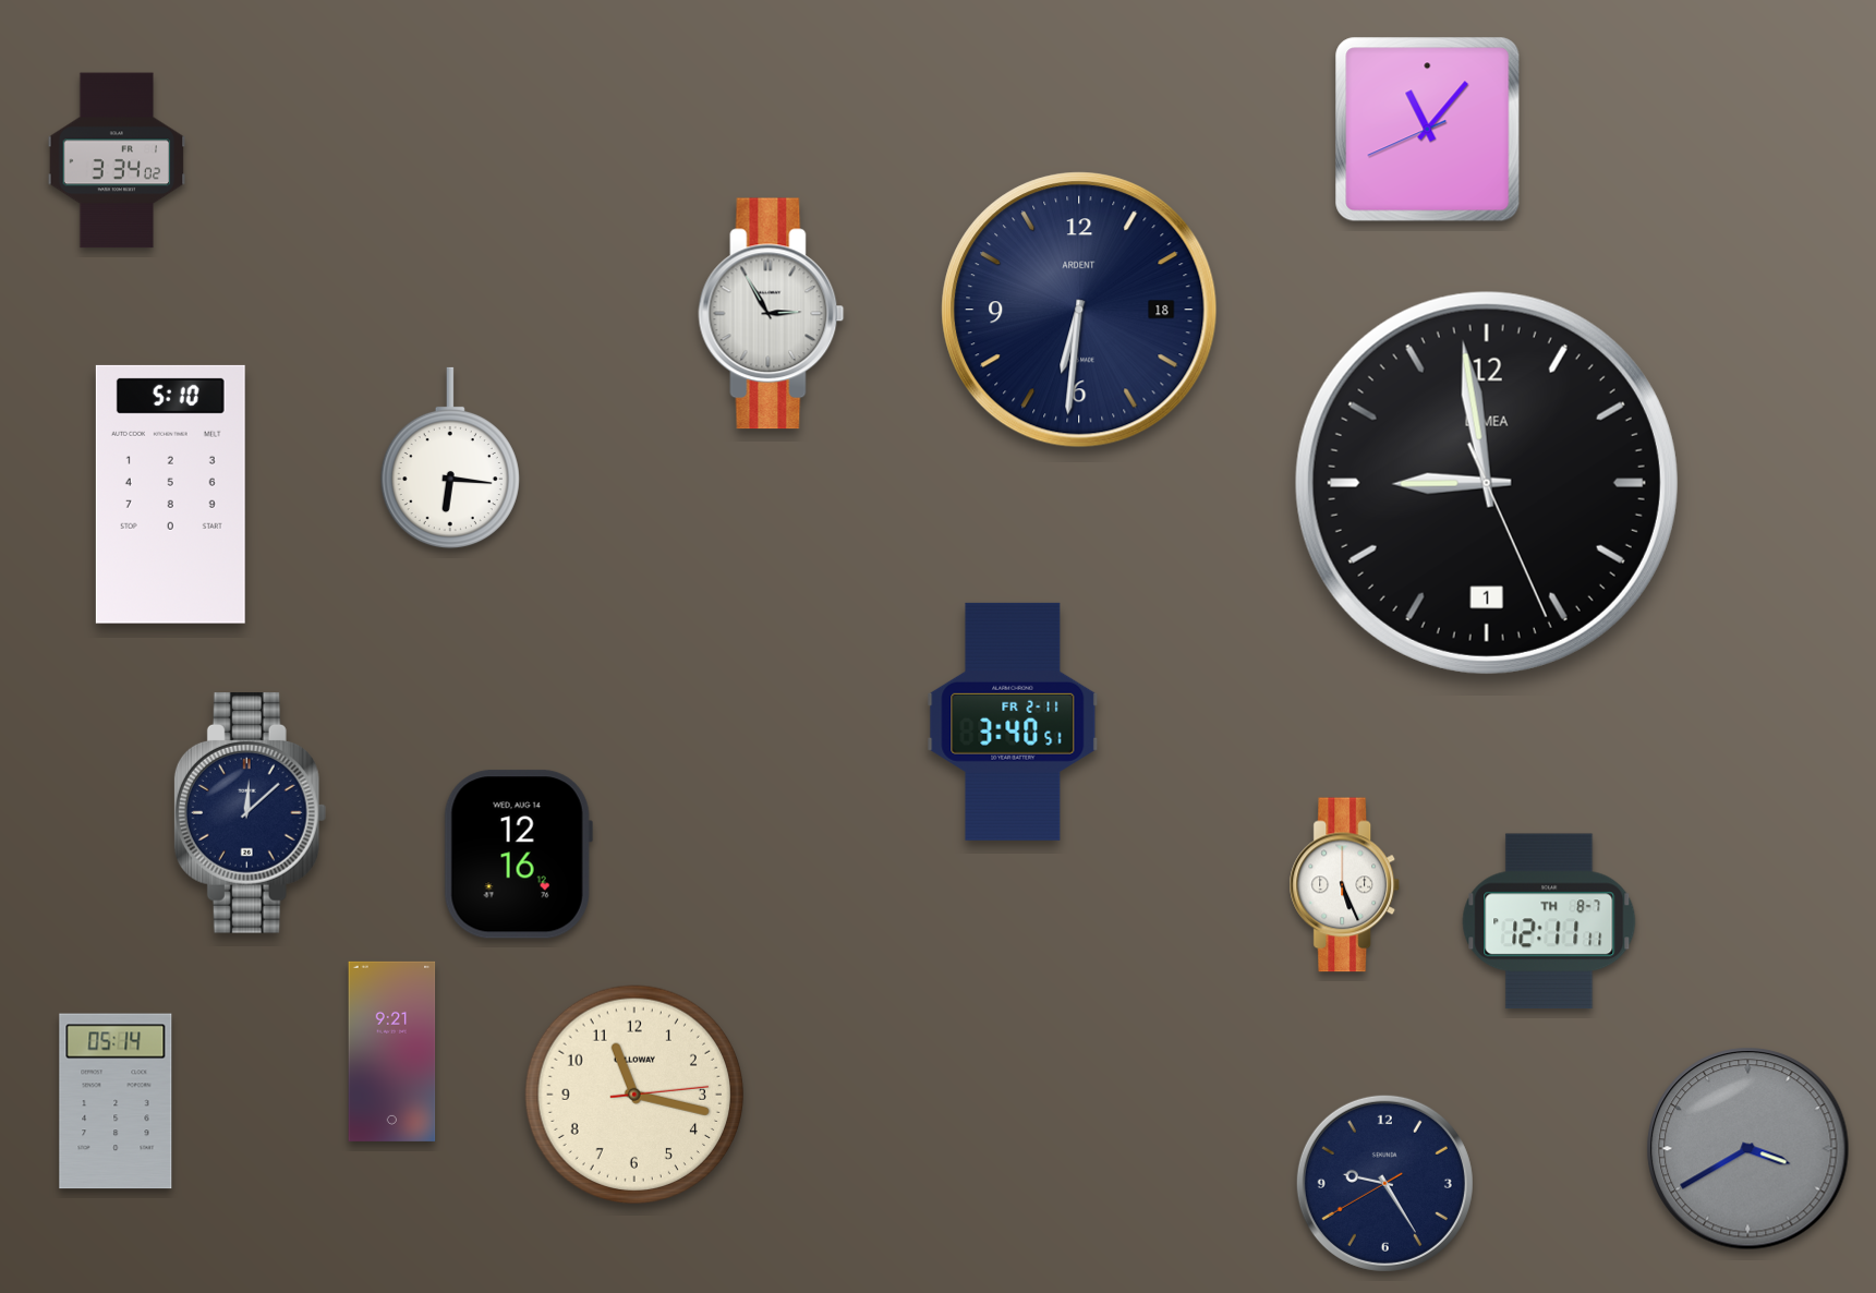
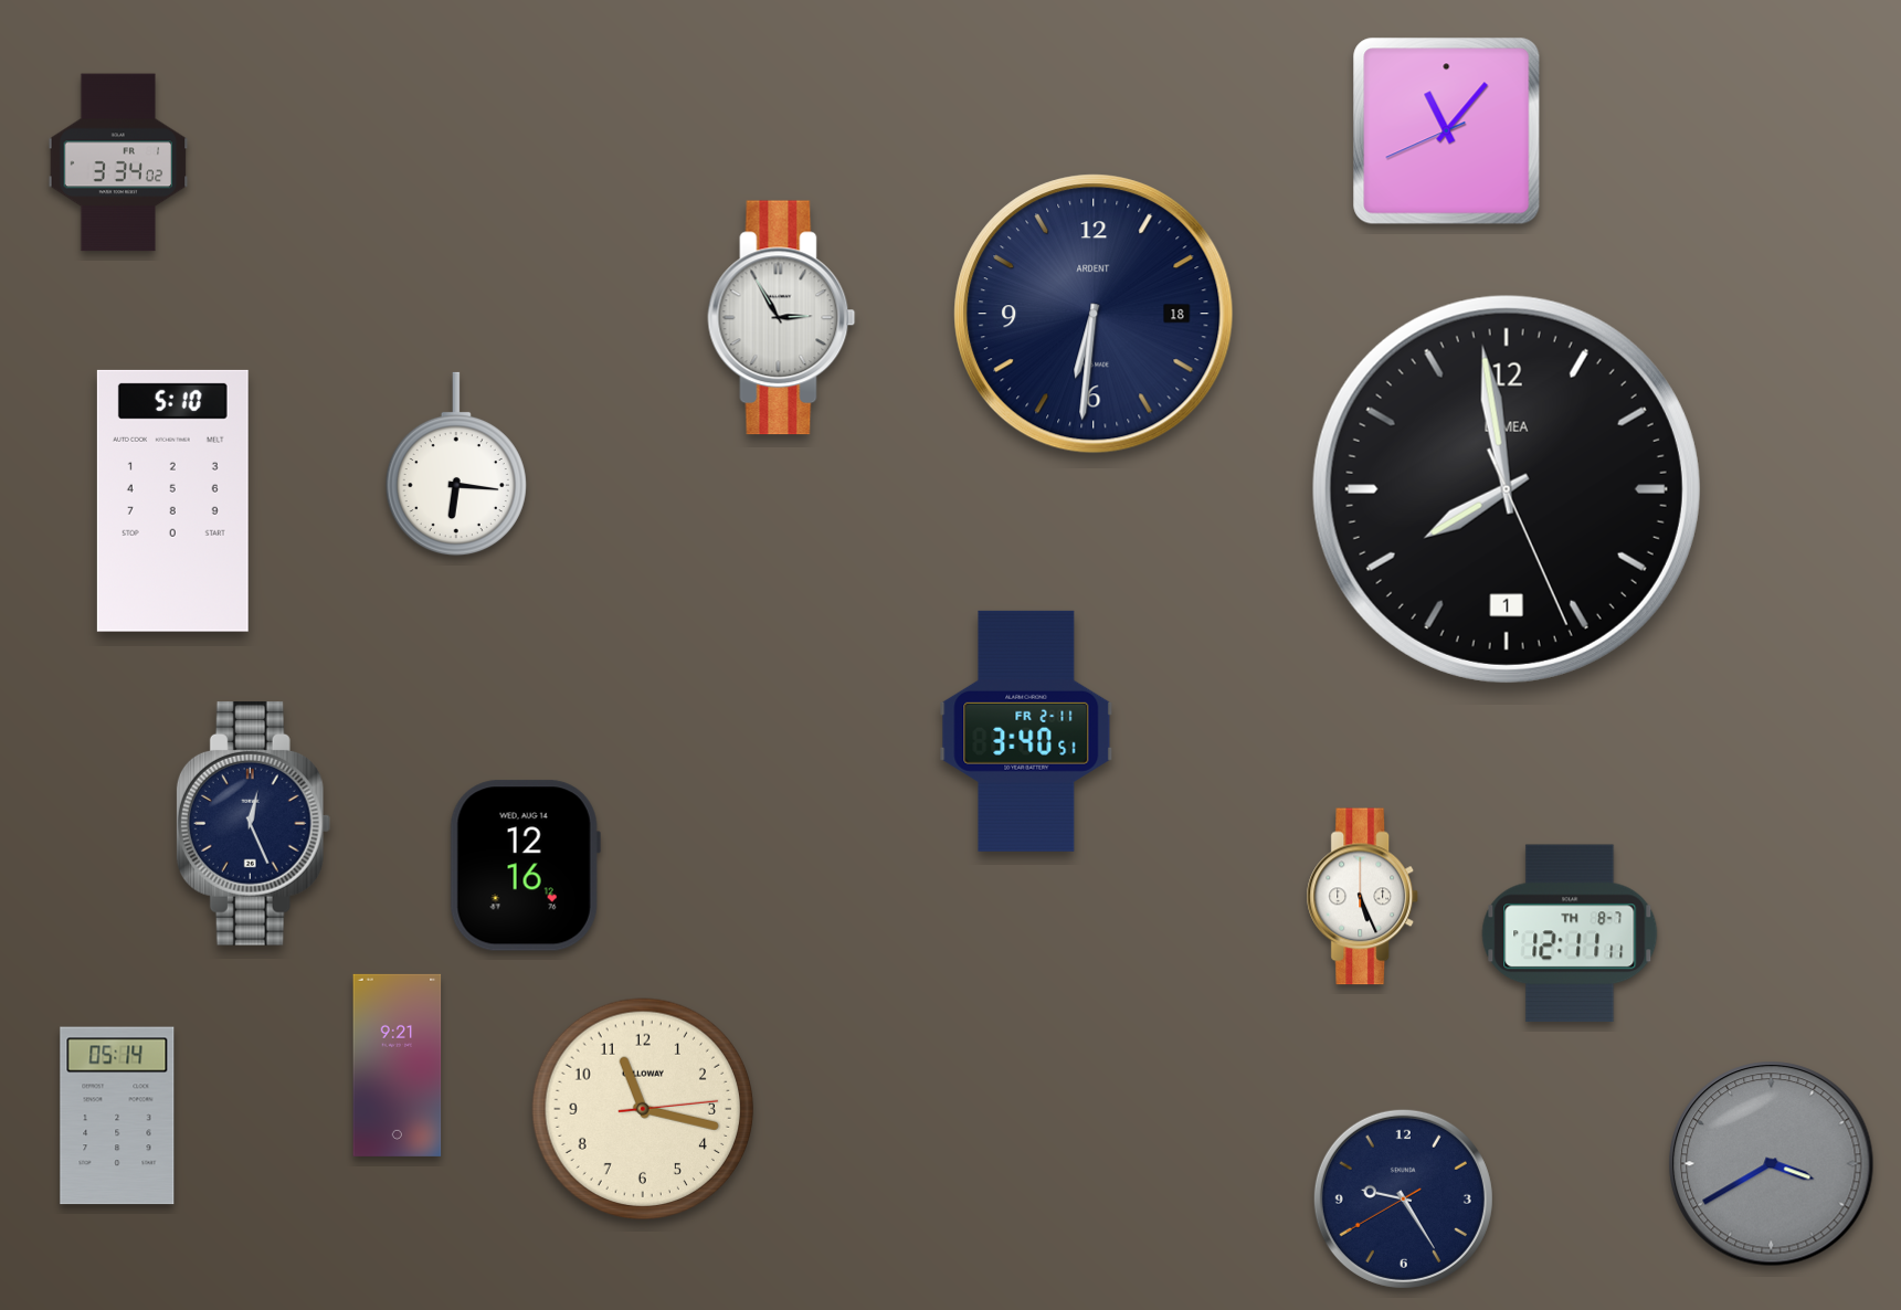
clock at (1487, 483): 8:58 -> 7:58
clock at (251, 812): 12:08 -> 12:26
